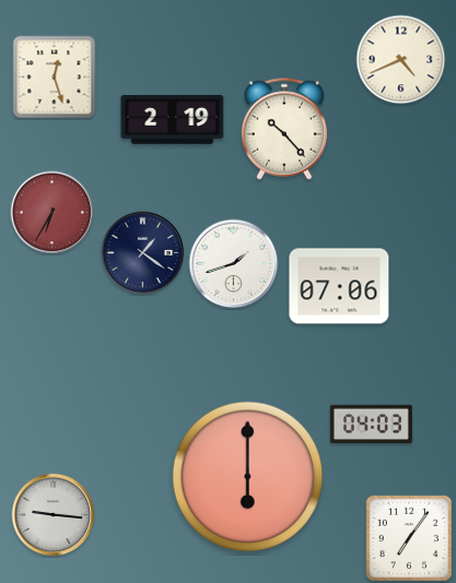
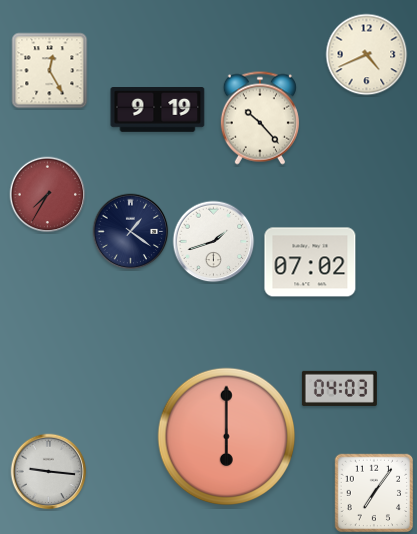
clock at (55, 78): 12:27 -> 12:25
clock at (173, 120): 2:19 -> 9:19
clock at (52, 213): 6:35 -> 7:35
clock at (339, 286): 07:06 -> 07:02
